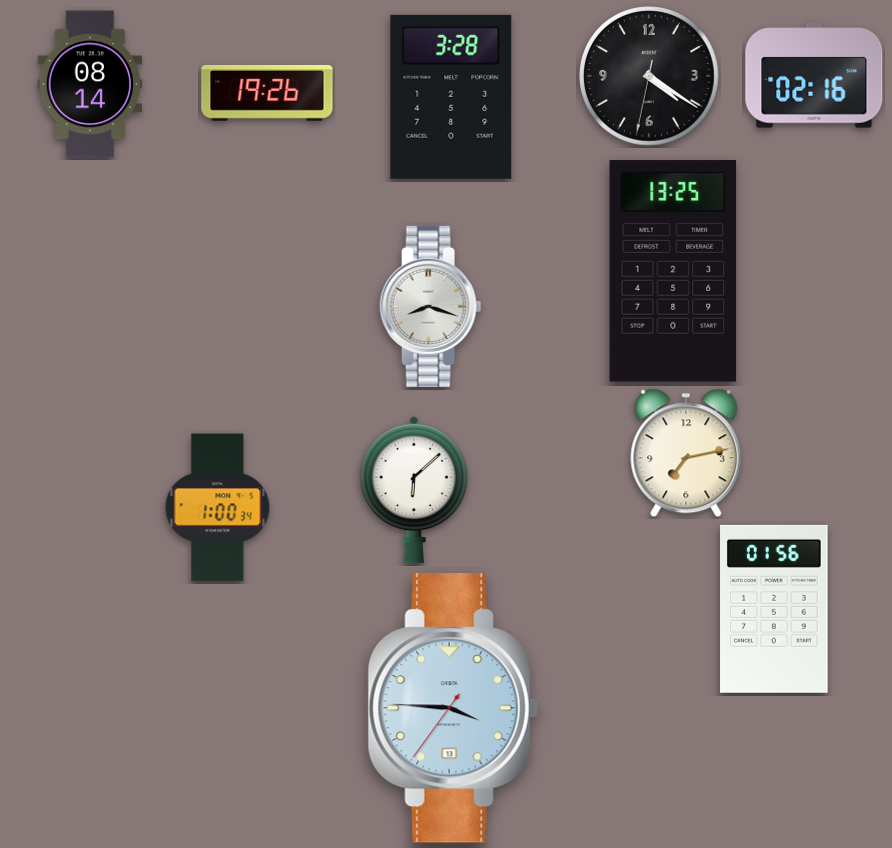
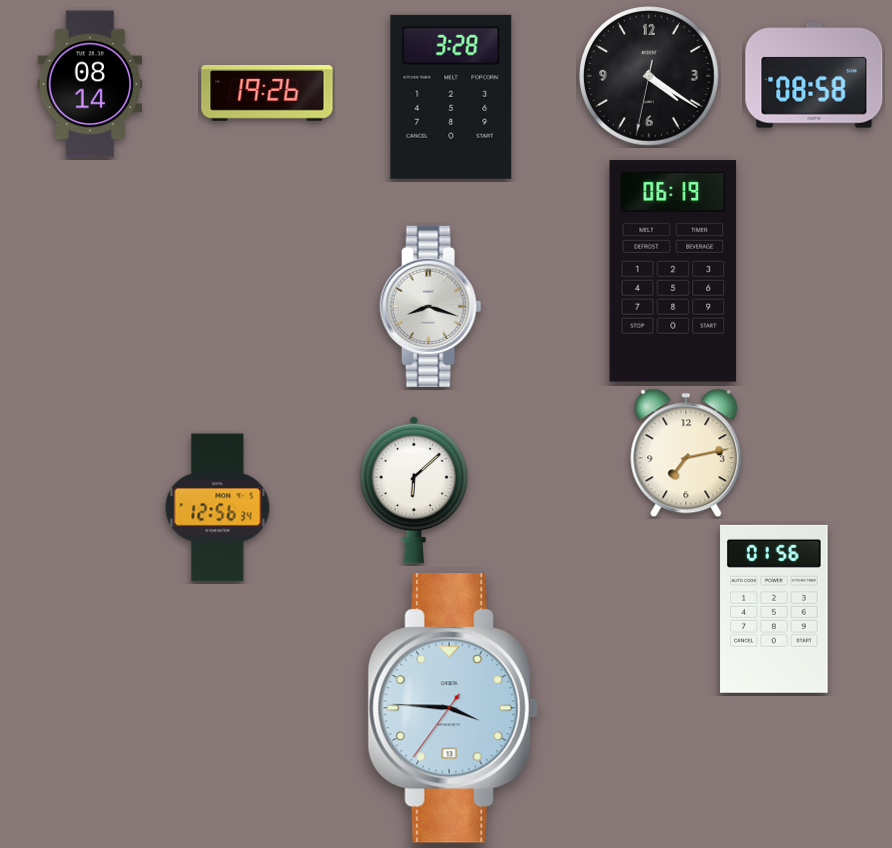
clock at (814, 75): 02:16 -> 08:58
clock at (673, 271): 13:25 -> 06:19
clock at (218, 508): 1:00 -> 12:56
